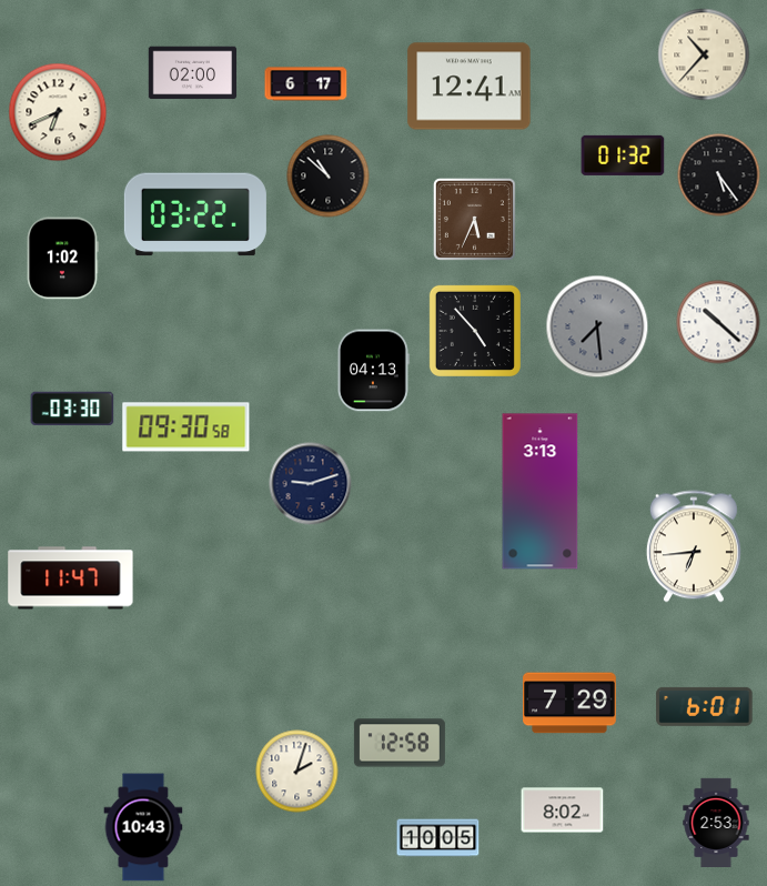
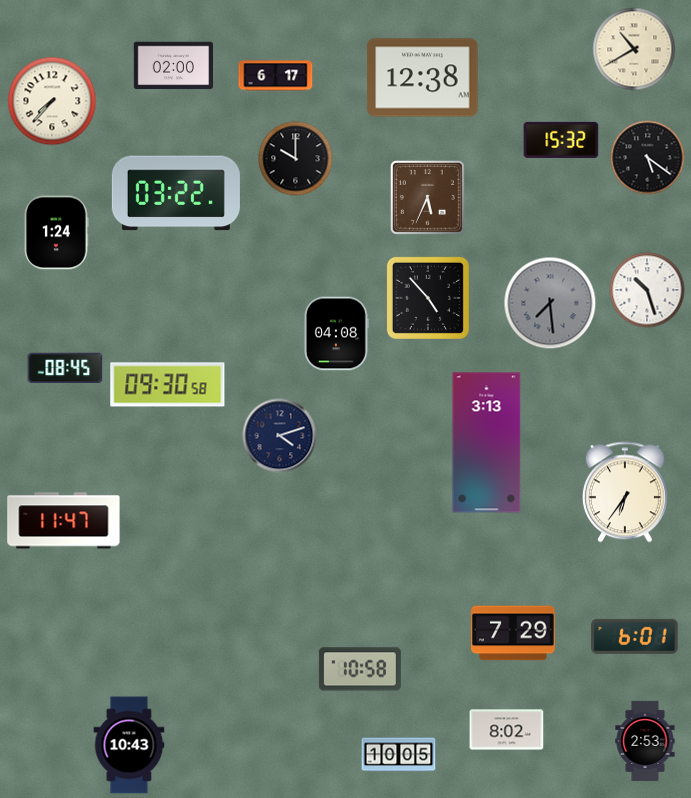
clock at (704, 54): 10:37 -> 10:40
clock at (470, 87): 12:41 -> 12:38
clock at (58, 112): 6:41 -> 7:37
clock at (623, 155): 01:32 -> 15:32
clock at (719, 175): 5:24 -> 5:21
clock at (329, 177): 10:52 -> 10:00
clock at (62, 259): 1:02 -> 1:24
clock at (718, 322): 10:22 -> 10:27
clock at (597, 326) position: (597, 326) -> (550, 303)
clock at (373, 371): 04:13 -> 04:08
clock at (72, 409): 03:30 -> 08:45
clock at (311, 484): 9:12 -> 4:12
clock at (694, 546): 6:44 -> 6:36
clock at (400, 743): 12:58 -> 10:58
clock at (297, 772): 2:03 -> none
clock at (438, 838) position: (438, 838) -> (399, 755)
